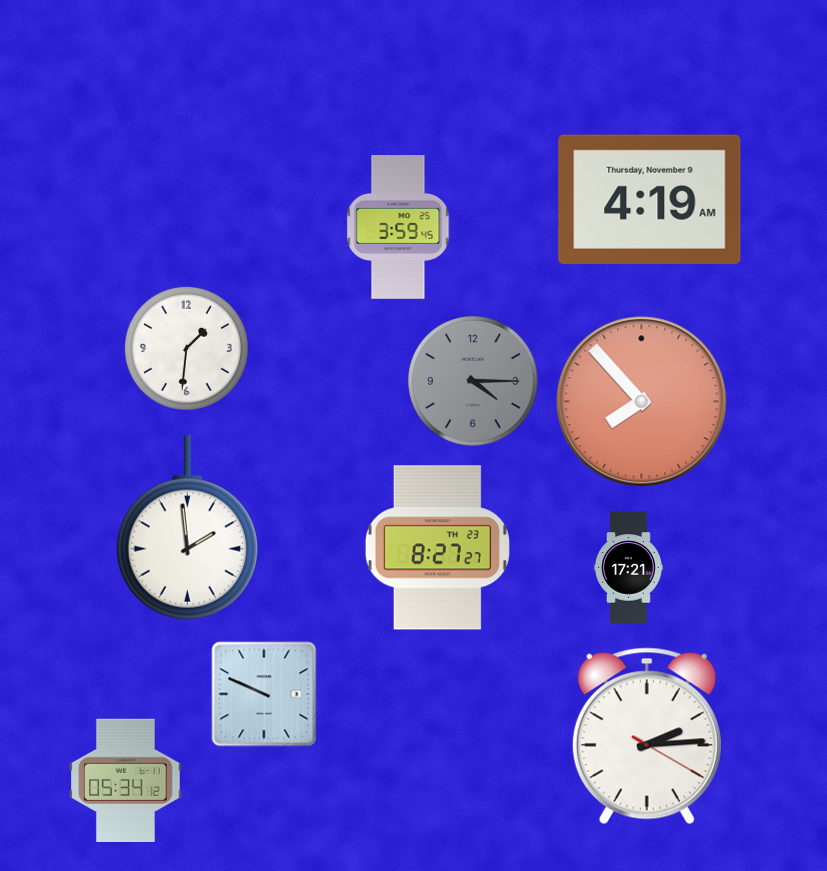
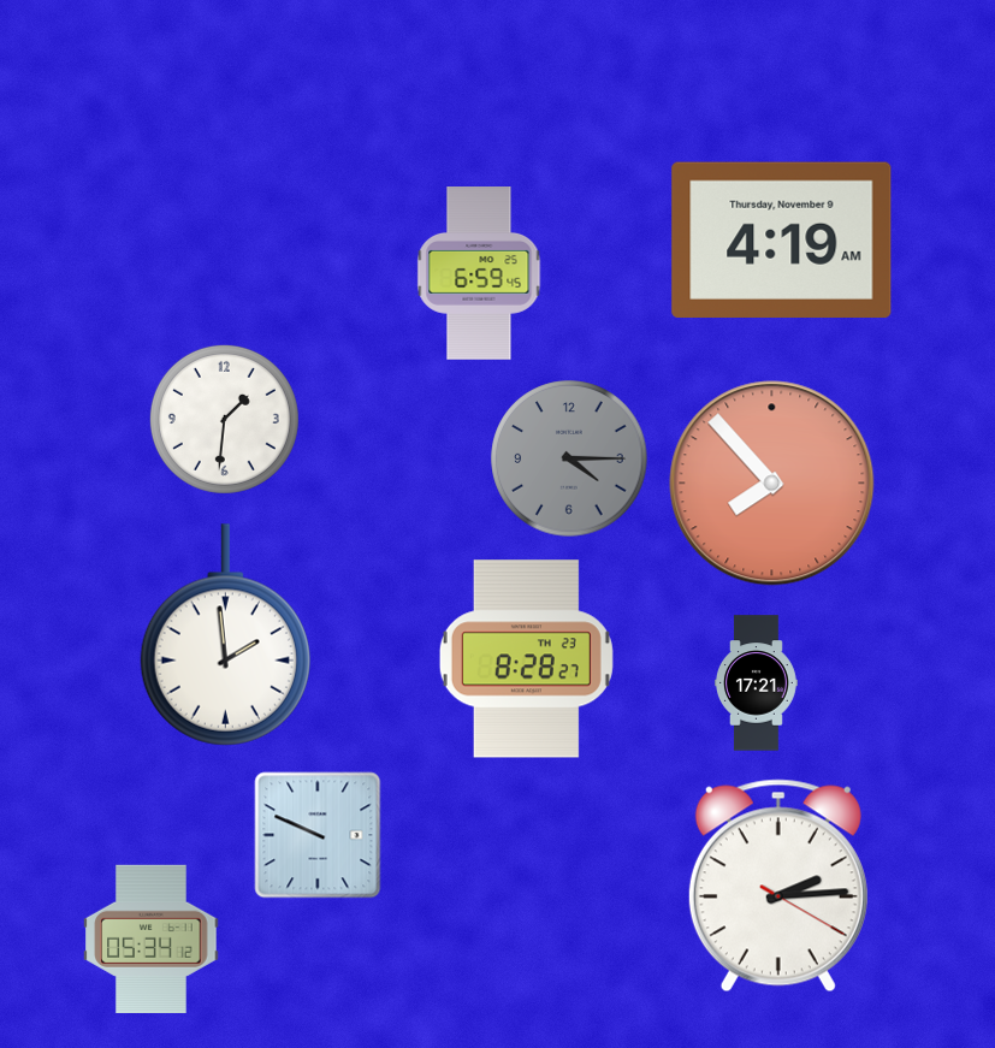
clock at (398, 228): 3:59 -> 6:59
clock at (437, 548): 8:27 -> 8:28
